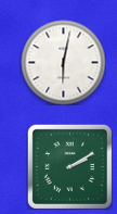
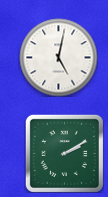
clock at (63, 62): 6:02 -> 5:02
